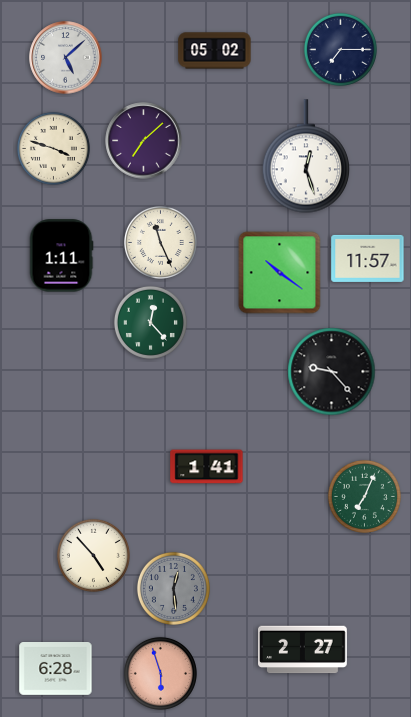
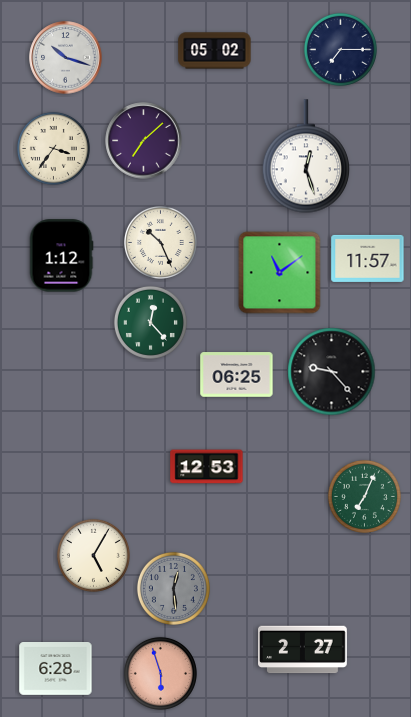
clock at (66, 58): 5:08 -> 10:18
clock at (53, 148): 3:48 -> 3:36
clock at (160, 242): 11:26 -> 10:26
clock at (61, 256): 1:11 -> 1:12
clock at (280, 273): 10:21 -> 11:09
clock at (237, 375): none -> 06:25
clock at (207, 467): 1:41 -> 12:53
clock at (93, 555): 4:53 -> 5:05
